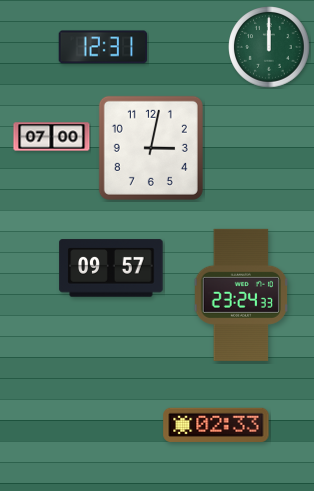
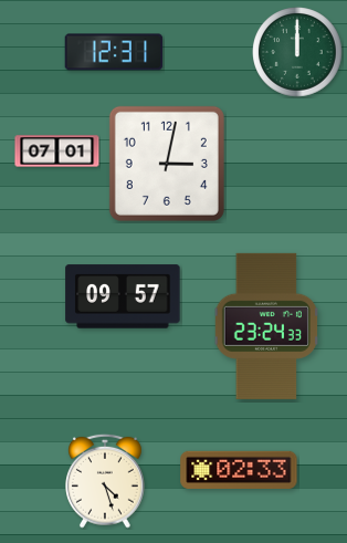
clock at (52, 137): 07:00 -> 07:01
clock at (106, 481): none -> 4:27
